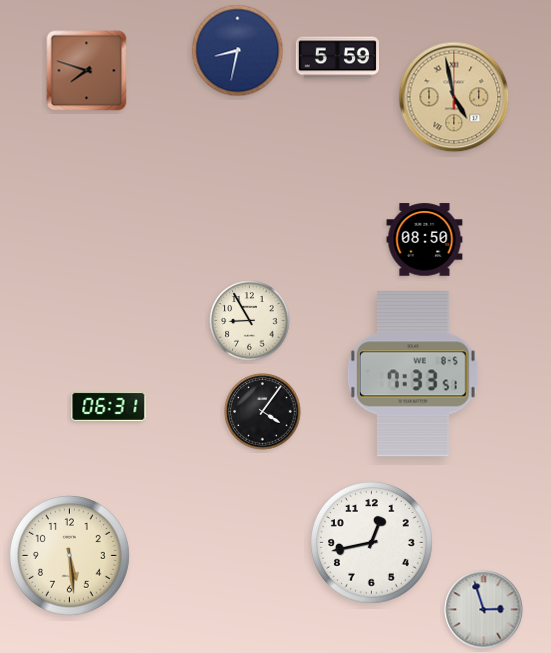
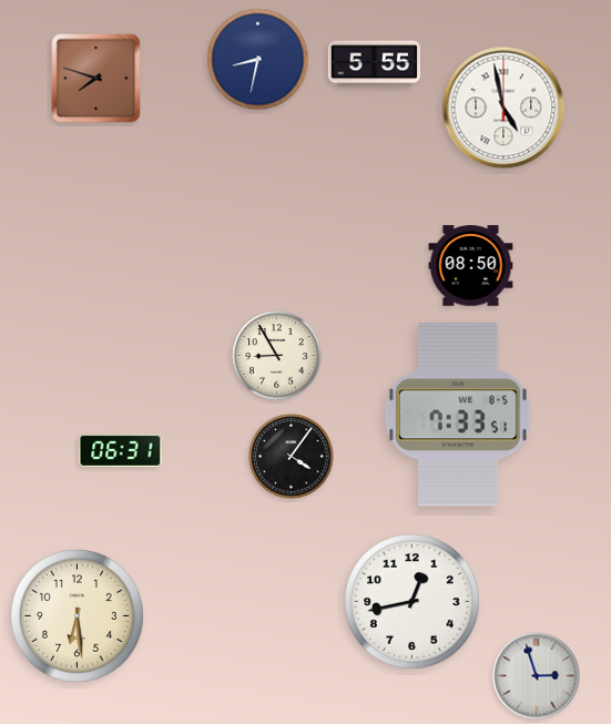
clock at (238, 51) position: (238, 51) -> (258, 60)
clock at (337, 58): 5:59 -> 5:55
clock at (454, 97) dial: champagne -> white
clock at (70, 556): 5:29 -> 6:29
